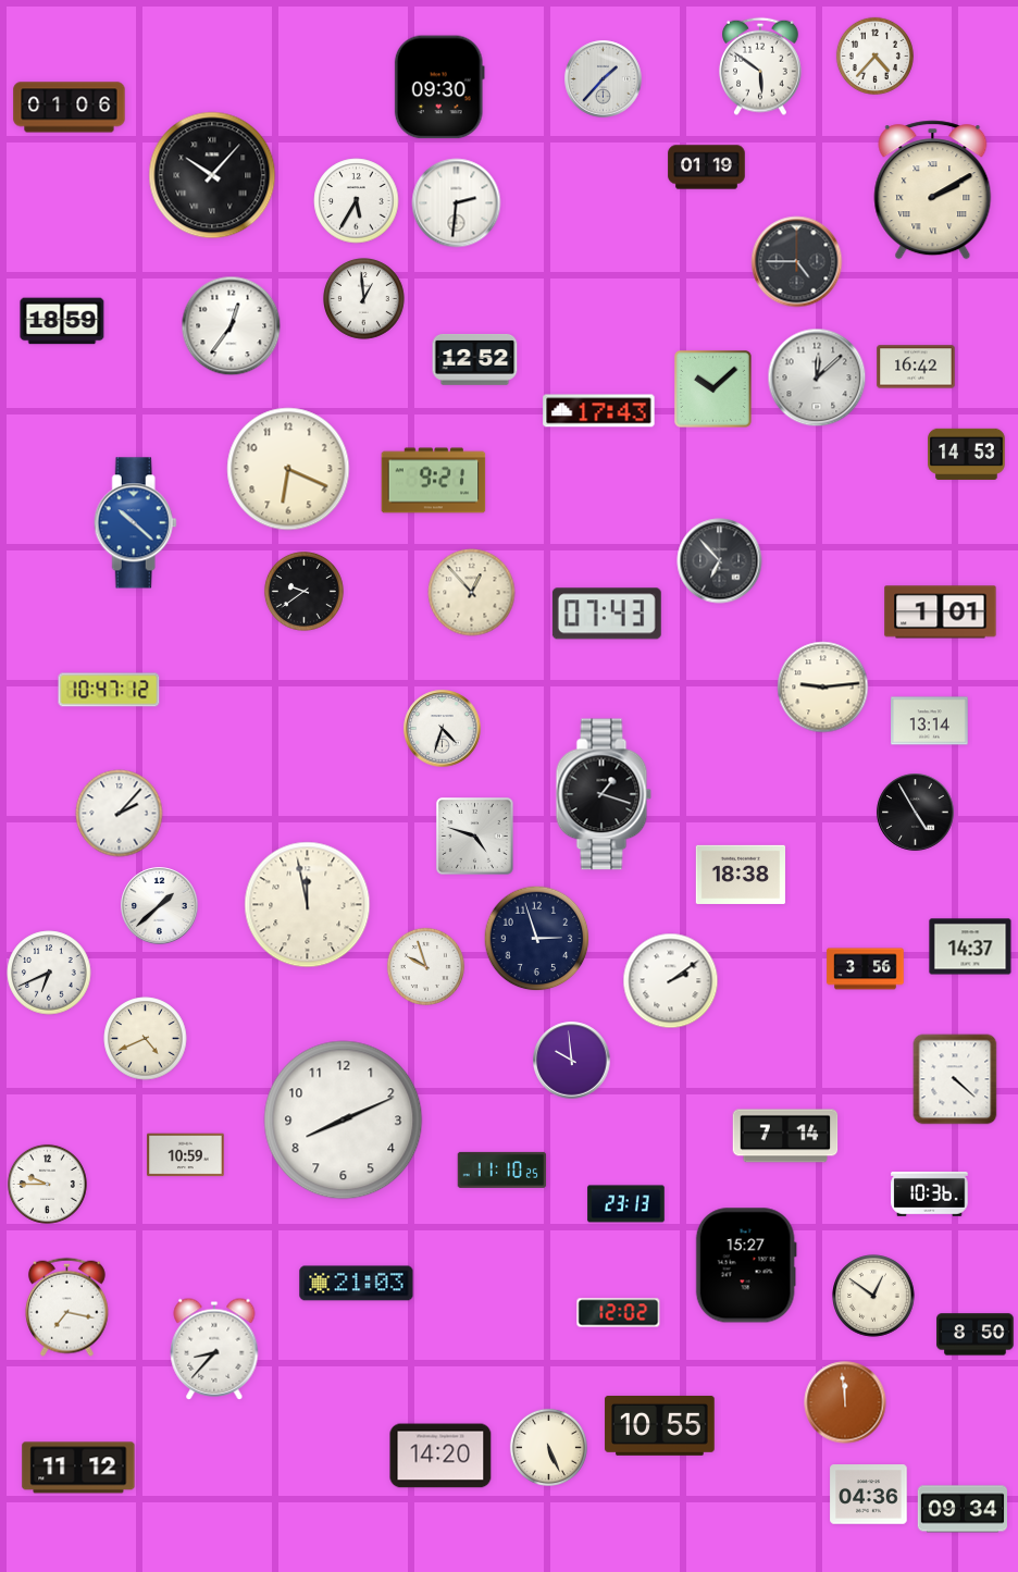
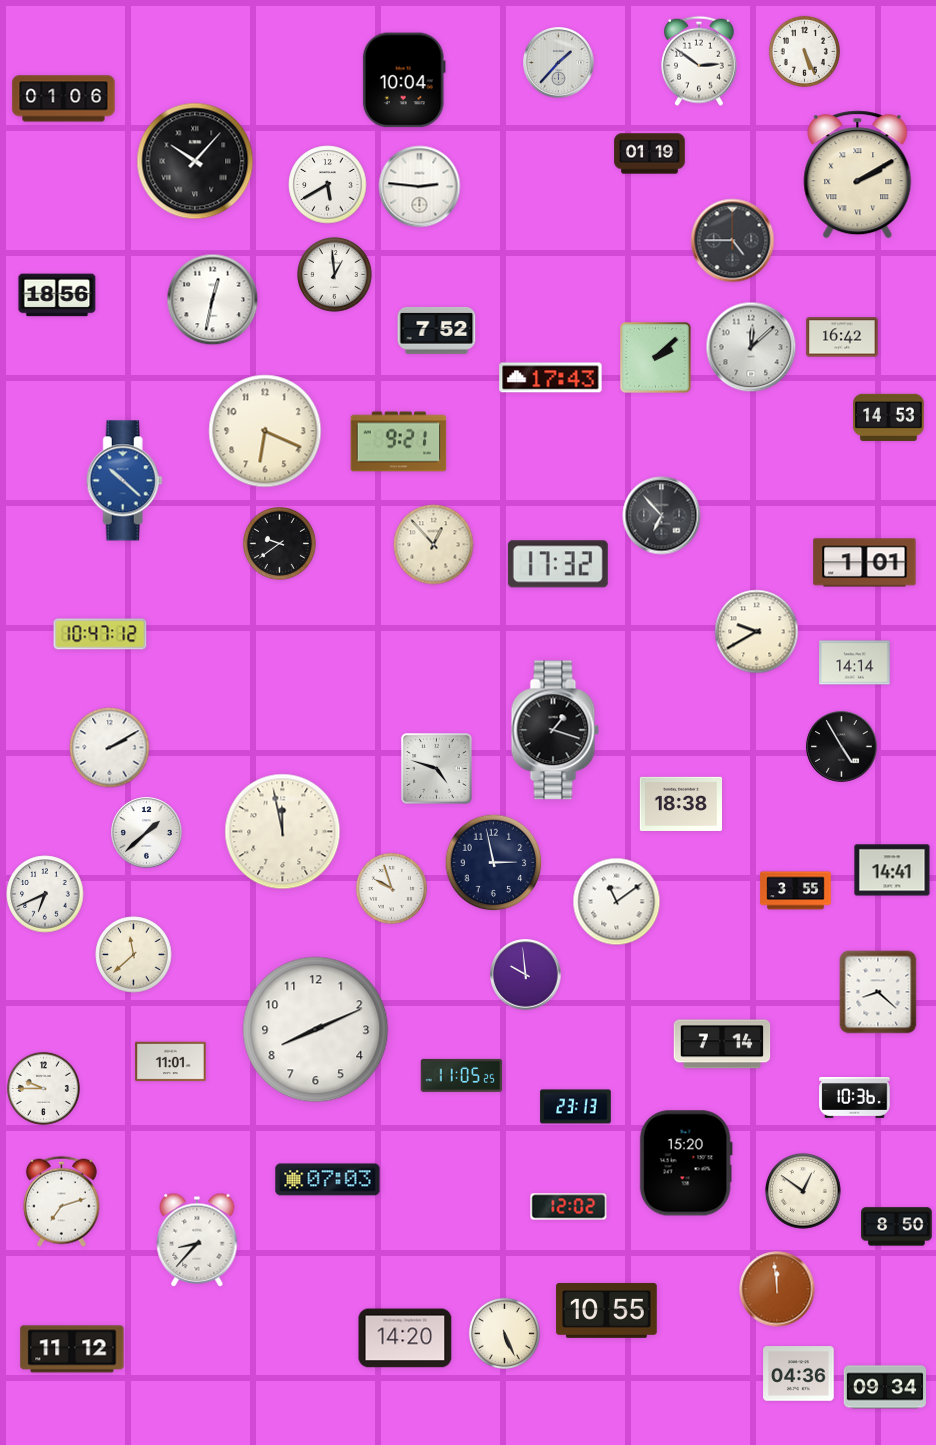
clock at (874, 55): 4:37 -> 5:26
clock at (761, 66): 5:51 -> 2:51
clock at (604, 79) position: (604, 79) -> (559, 63)
clock at (439, 87): 09:30 -> 10:04
clock at (357, 201): 5:35 -> 5:40
clock at (457, 203): 2:31 -> 2:46
clock at (62, 321): 18:59 -> 18:56
clock at (232, 326): 12:36 -> 12:32
clock at (475, 359): 12:52 -> 7:52
clock at (713, 389): 10:08 -> 2:08
clock at (607, 614): 07:43 -> 17:32
clock at (823, 688): 9:14 -> 9:40
clock at (930, 721): 13:14 -> 14:14
clock at (443, 729): 4:33 -> none
clock at (120, 814): 2:07 -> 2:10
clock at (537, 939): 2:57 -> 2:58
clock at (970, 946): 14:37 -> 14:41
clock at (866, 969): 3:56 -> 3:55
clock at (671, 981): 2:09 -> 11:09
clock at (146, 1039): 4:41 -> 11:38
clock at (955, 1079): 4:22 -> 8:22
clock at (186, 1155): 10:59 -> 11:01
clock at (502, 1169): 11:10 -> 11:05
clock at (746, 1265): 15:27 -> 15:20
clock at (357, 1284): 21:03 -> 07:03
clock at (66, 1307): 7:17 -> 7:12
clock at (548, 1447) position: (548, 1447) -> (504, 1333)
